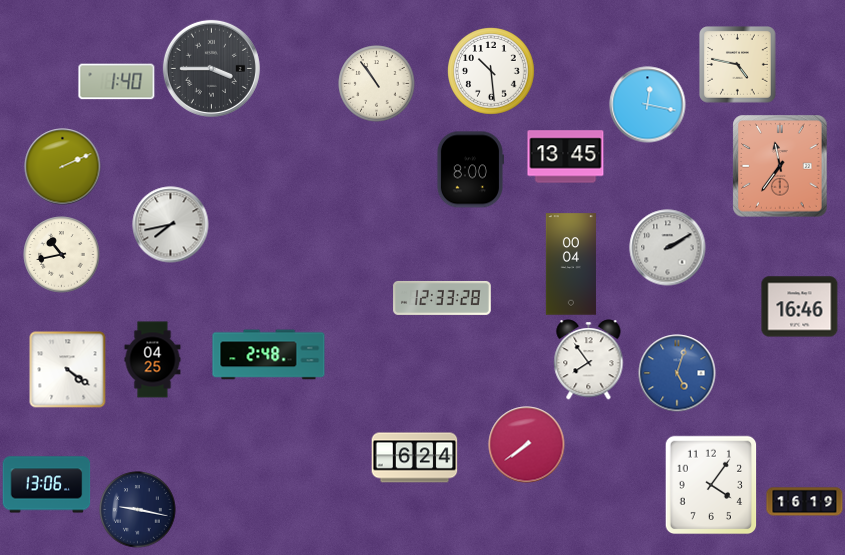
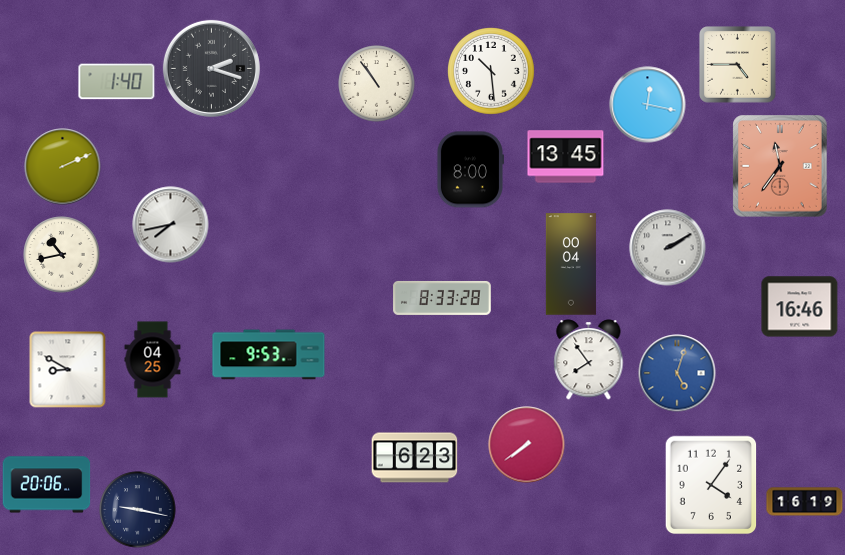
clock at (738, 65): 4:47 -> 4:45
clock at (211, 68): 3:45 -> 2:18
clock at (442, 298): 12:33 -> 8:33
clock at (269, 355): 2:48 -> 9:53
clock at (68, 370): 4:21 -> 8:50
clock at (415, 458): 6:24 -> 6:23
clock at (47, 485): 13:06 -> 20:06
